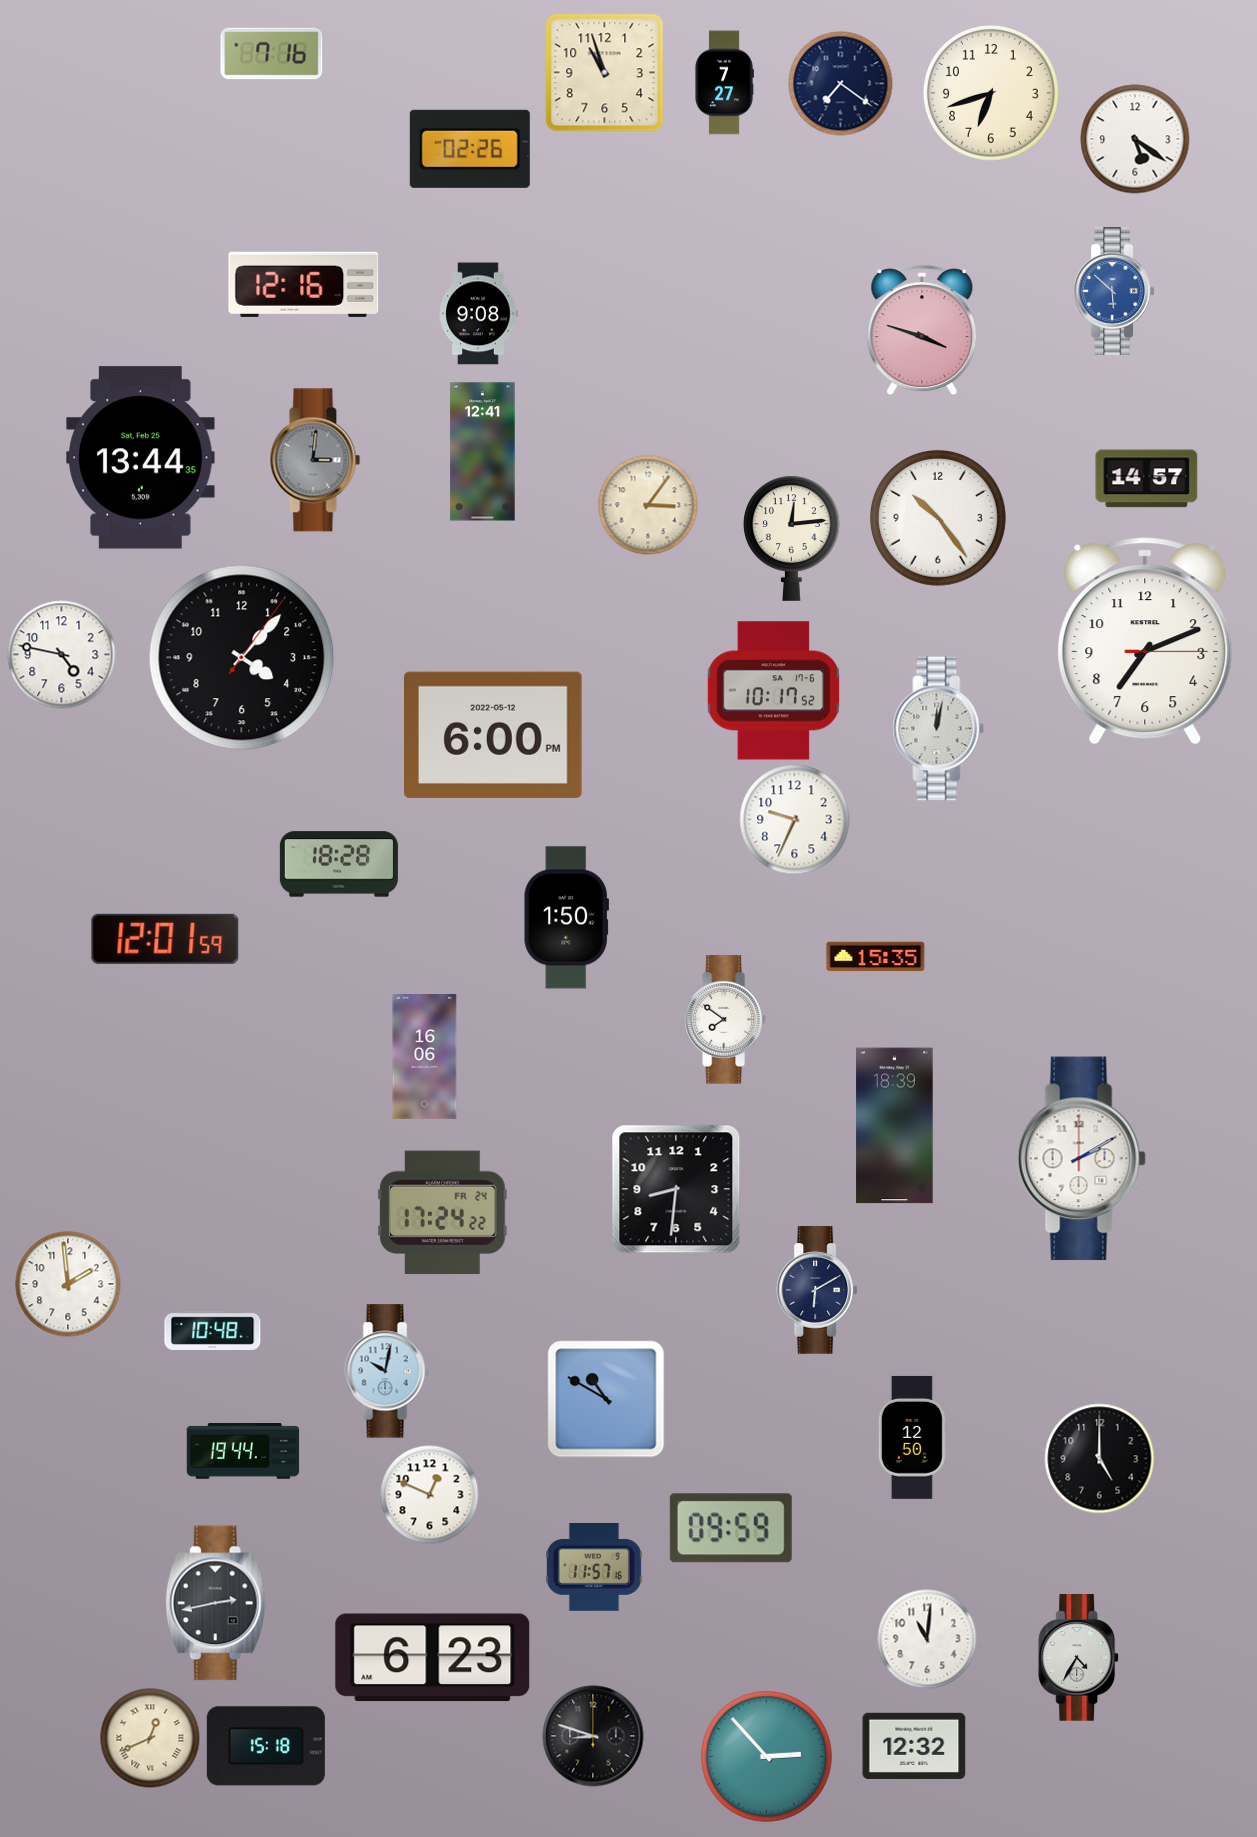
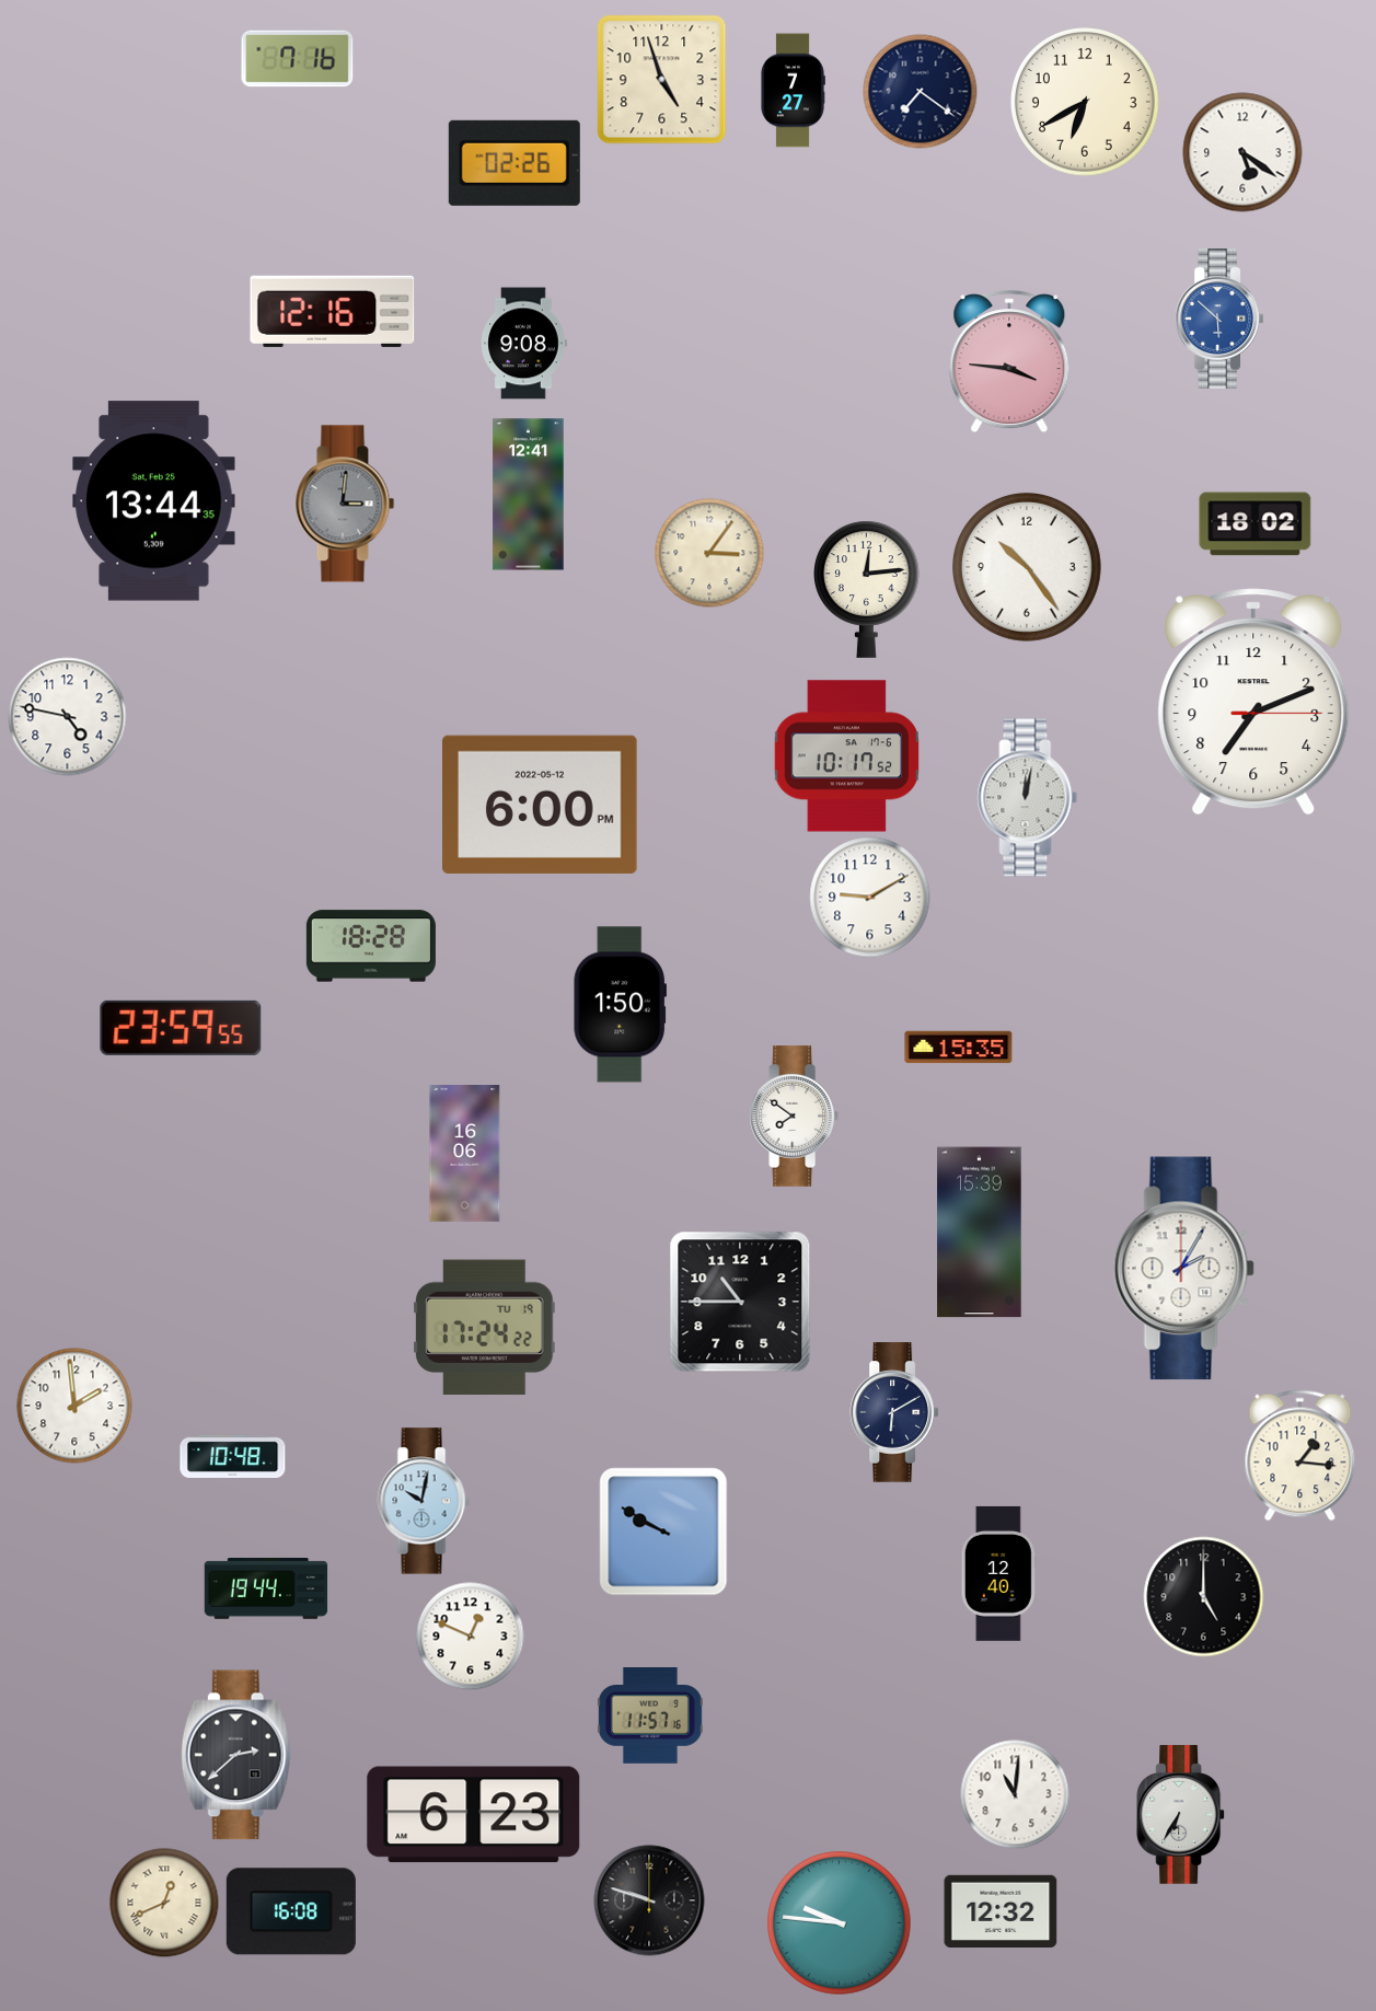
clock at (605, 73): 10:57 -> 4:57
clock at (991, 93): 6:42 -> 6:40
clock at (922, 330): 3:48 -> 3:46
clock at (1147, 479): 14:57 -> 18:02
clock at (242, 658): 4:07 -> none
clock at (795, 820): 9:34 -> 9:10
clock at (165, 939): 12:01 -> 23:59
clock at (425, 1057) position: (425, 1057) -> (465, 1154)
clock at (895, 1126): 18:39 -> 15:39
clock at (1081, 1159): 2:10 -> 2:05
clock at (676, 1189): 8:31 -> 10:45
clock at (443, 1213) date: FR 24 -> TU 19
clock at (1300, 1456): none -> 1:16
clock at (606, 1399): 10:50 -> 9:50
clock at (912, 1437): 12:50 -> 12:40
clock at (731, 1528): 09:59 -> none
clock at (216, 1603): 2:43 -> 2:38
clock at (1079, 1658): 4:35 -> 6:35
clock at (593, 1736): 8:48 -> 9:48
clock at (266, 1746): 15:18 -> 16:08
clock at (767, 1757): 2:53 -> 9:46
